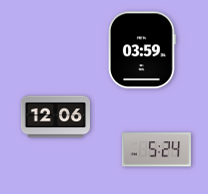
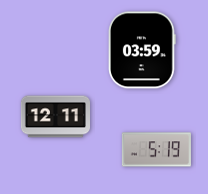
clock at (55, 117): 12:06 -> 12:11
clock at (156, 150): 5:24 -> 5:19
